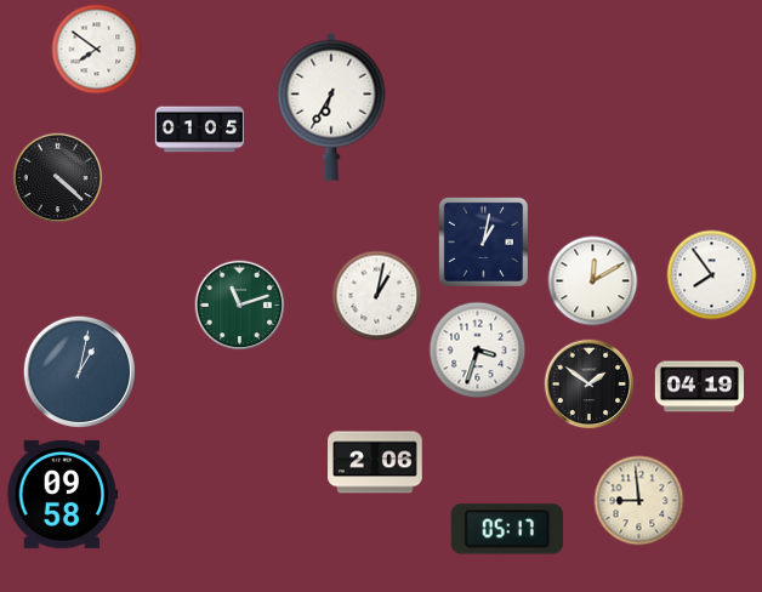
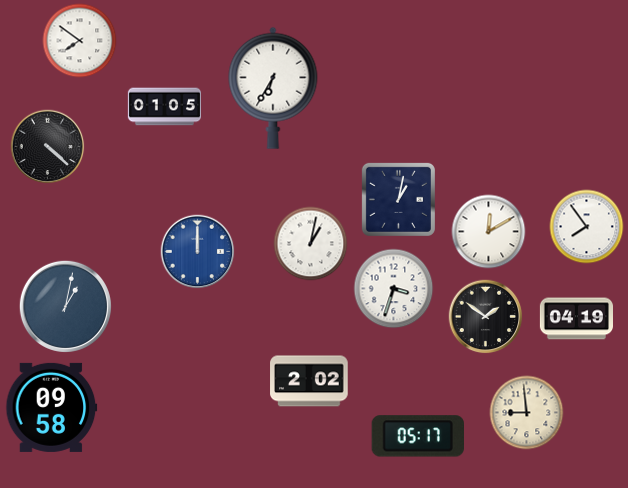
clock at (240, 306): 11:12 -> 12:00
clock at (240, 306) dial: green -> blue
clock at (375, 462): 2:06 -> 2:02
